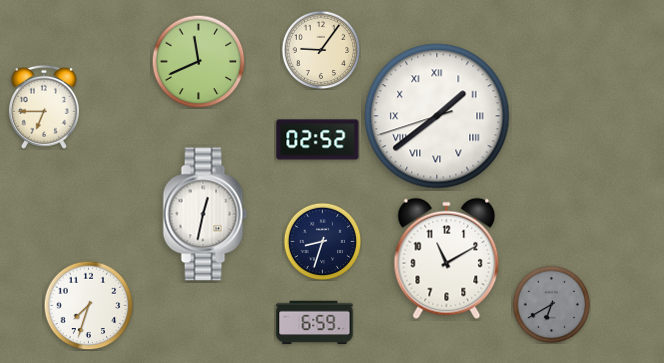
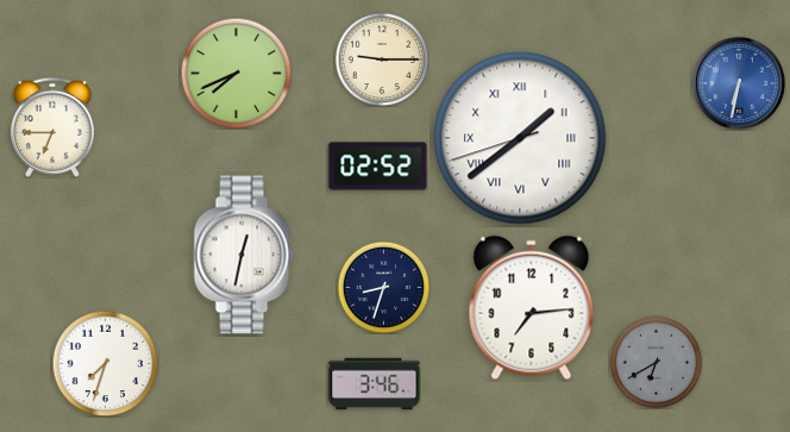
clock at (321, 50): 9:06 -> 9:15
clock at (198, 61): 11:41 -> 7:41
clock at (739, 83): none -> 6:32
clock at (447, 259): 11:10 -> 7:14
clock at (315, 323): 6:59 -> 3:46
